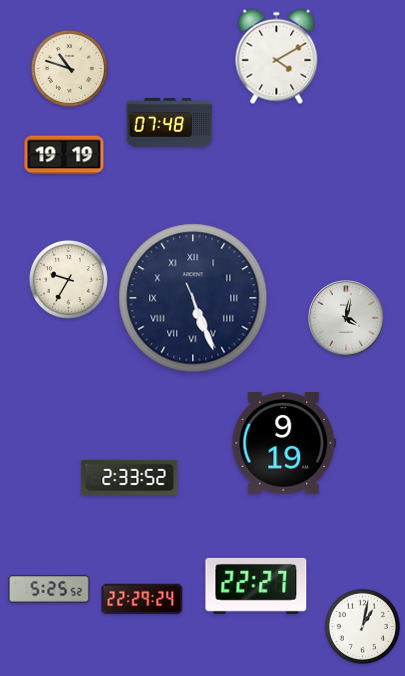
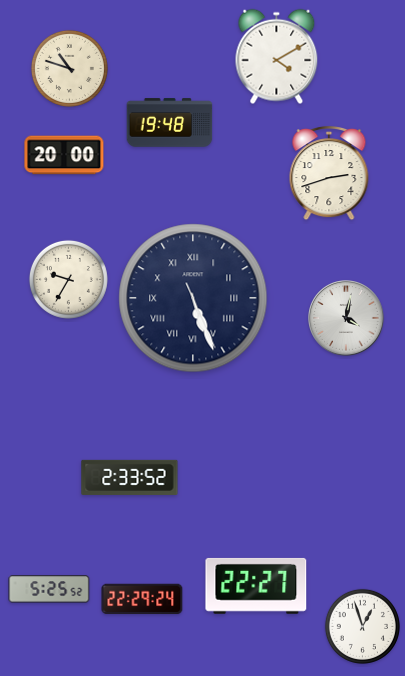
clock at (170, 123): 07:48 -> 19:48
clock at (64, 155): 19:19 -> 20:00
clock at (329, 174): none -> 2:42
clock at (284, 444): 9:19 -> none
clock at (362, 626): 1:02 -> 12:57
